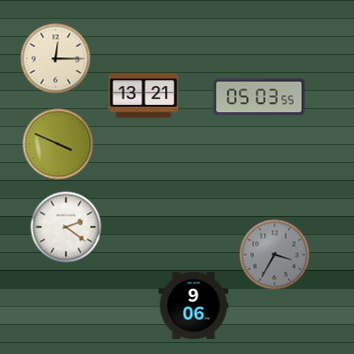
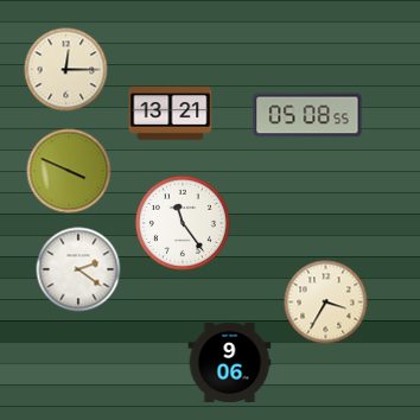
clock at (259, 97): 05:03 -> 05:08
clock at (183, 223): none -> 11:24
clock at (275, 255) dial: grey -> cream
